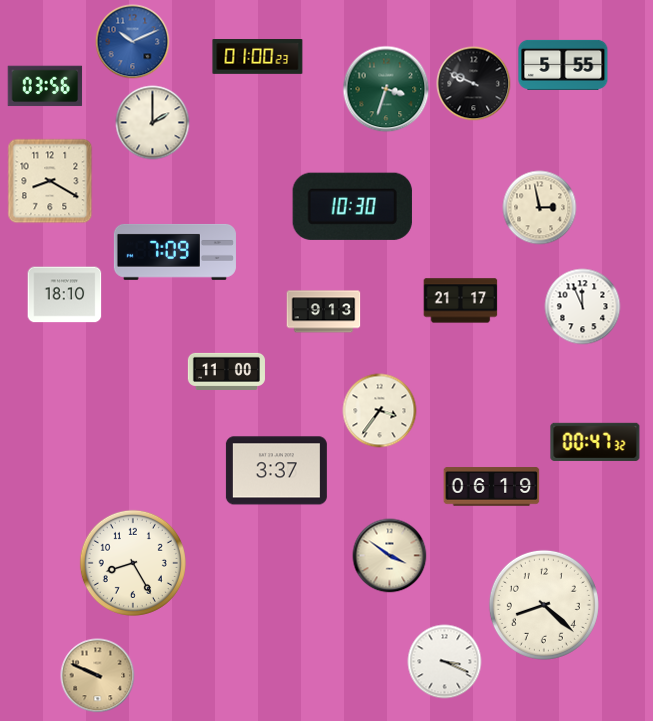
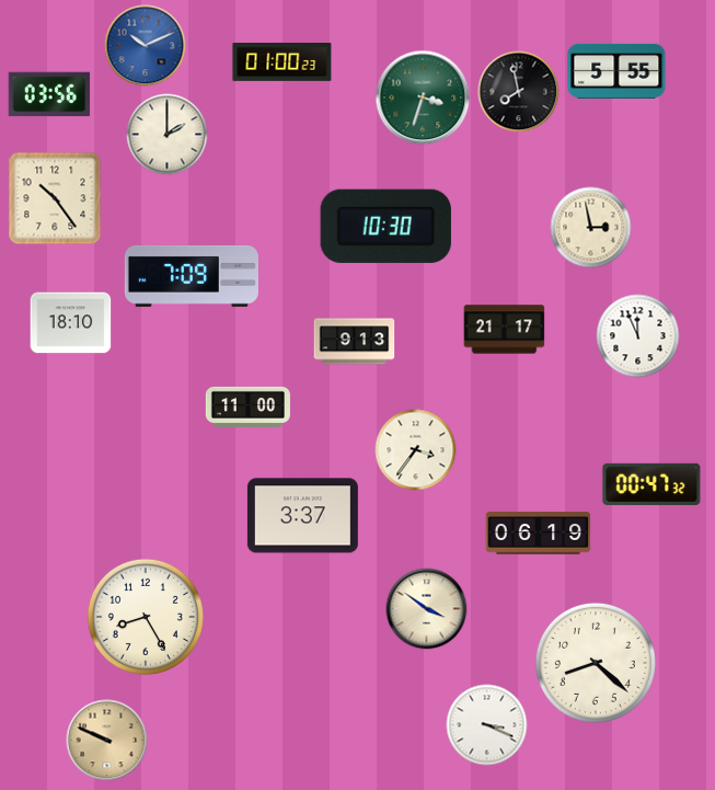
clock at (474, 84): 9:49 -> 7:58
clock at (50, 181): 8:20 -> 10:24
